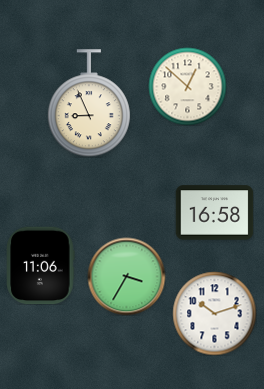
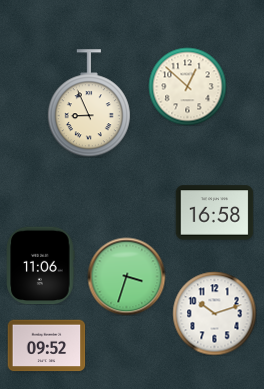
clock at (126, 276): 3:35 -> 3:33
clock at (46, 346): none -> 09:52
